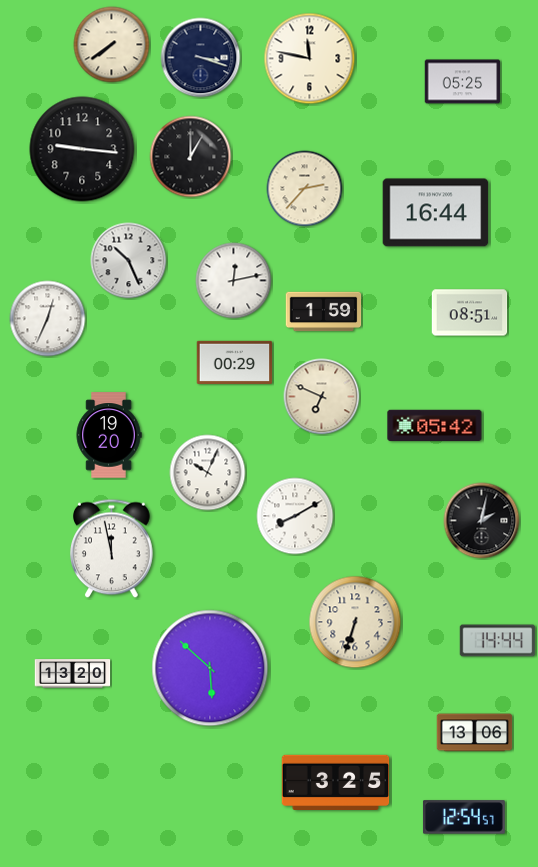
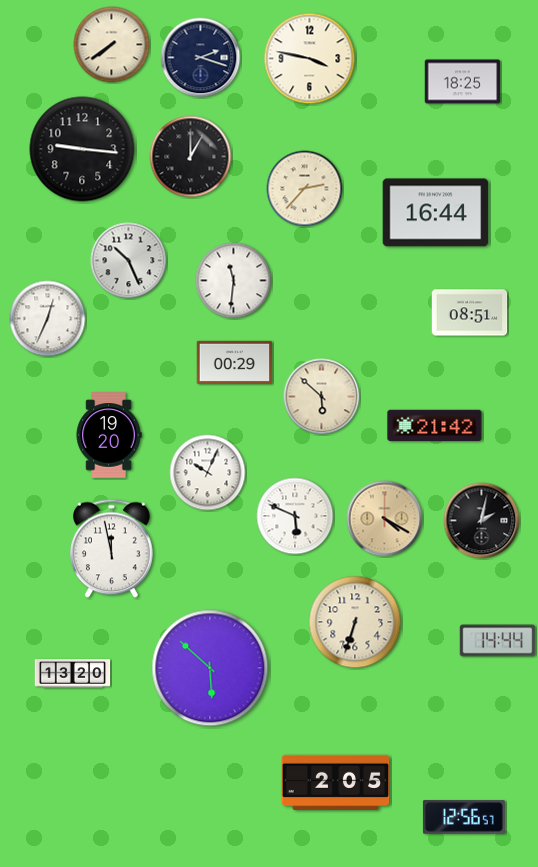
clock at (201, 58): 3:18 -> 2:18
clock at (310, 59): 11:47 -> 3:47
clock at (463, 82): 05:25 -> 18:25
clock at (234, 281): 12:13 -> 11:31
clock at (324, 312): 1:59 -> none
clock at (322, 397): 6:49 -> 5:52
clock at (435, 426): 05:42 -> 21:42
clock at (295, 516): 8:10 -> 5:49
clock at (385, 519): none -> 4:20
clock at (475, 733): 13:06 -> none
clock at (336, 782): 3:25 -> 2:05
clock at (464, 817): 12:54 -> 12:56
